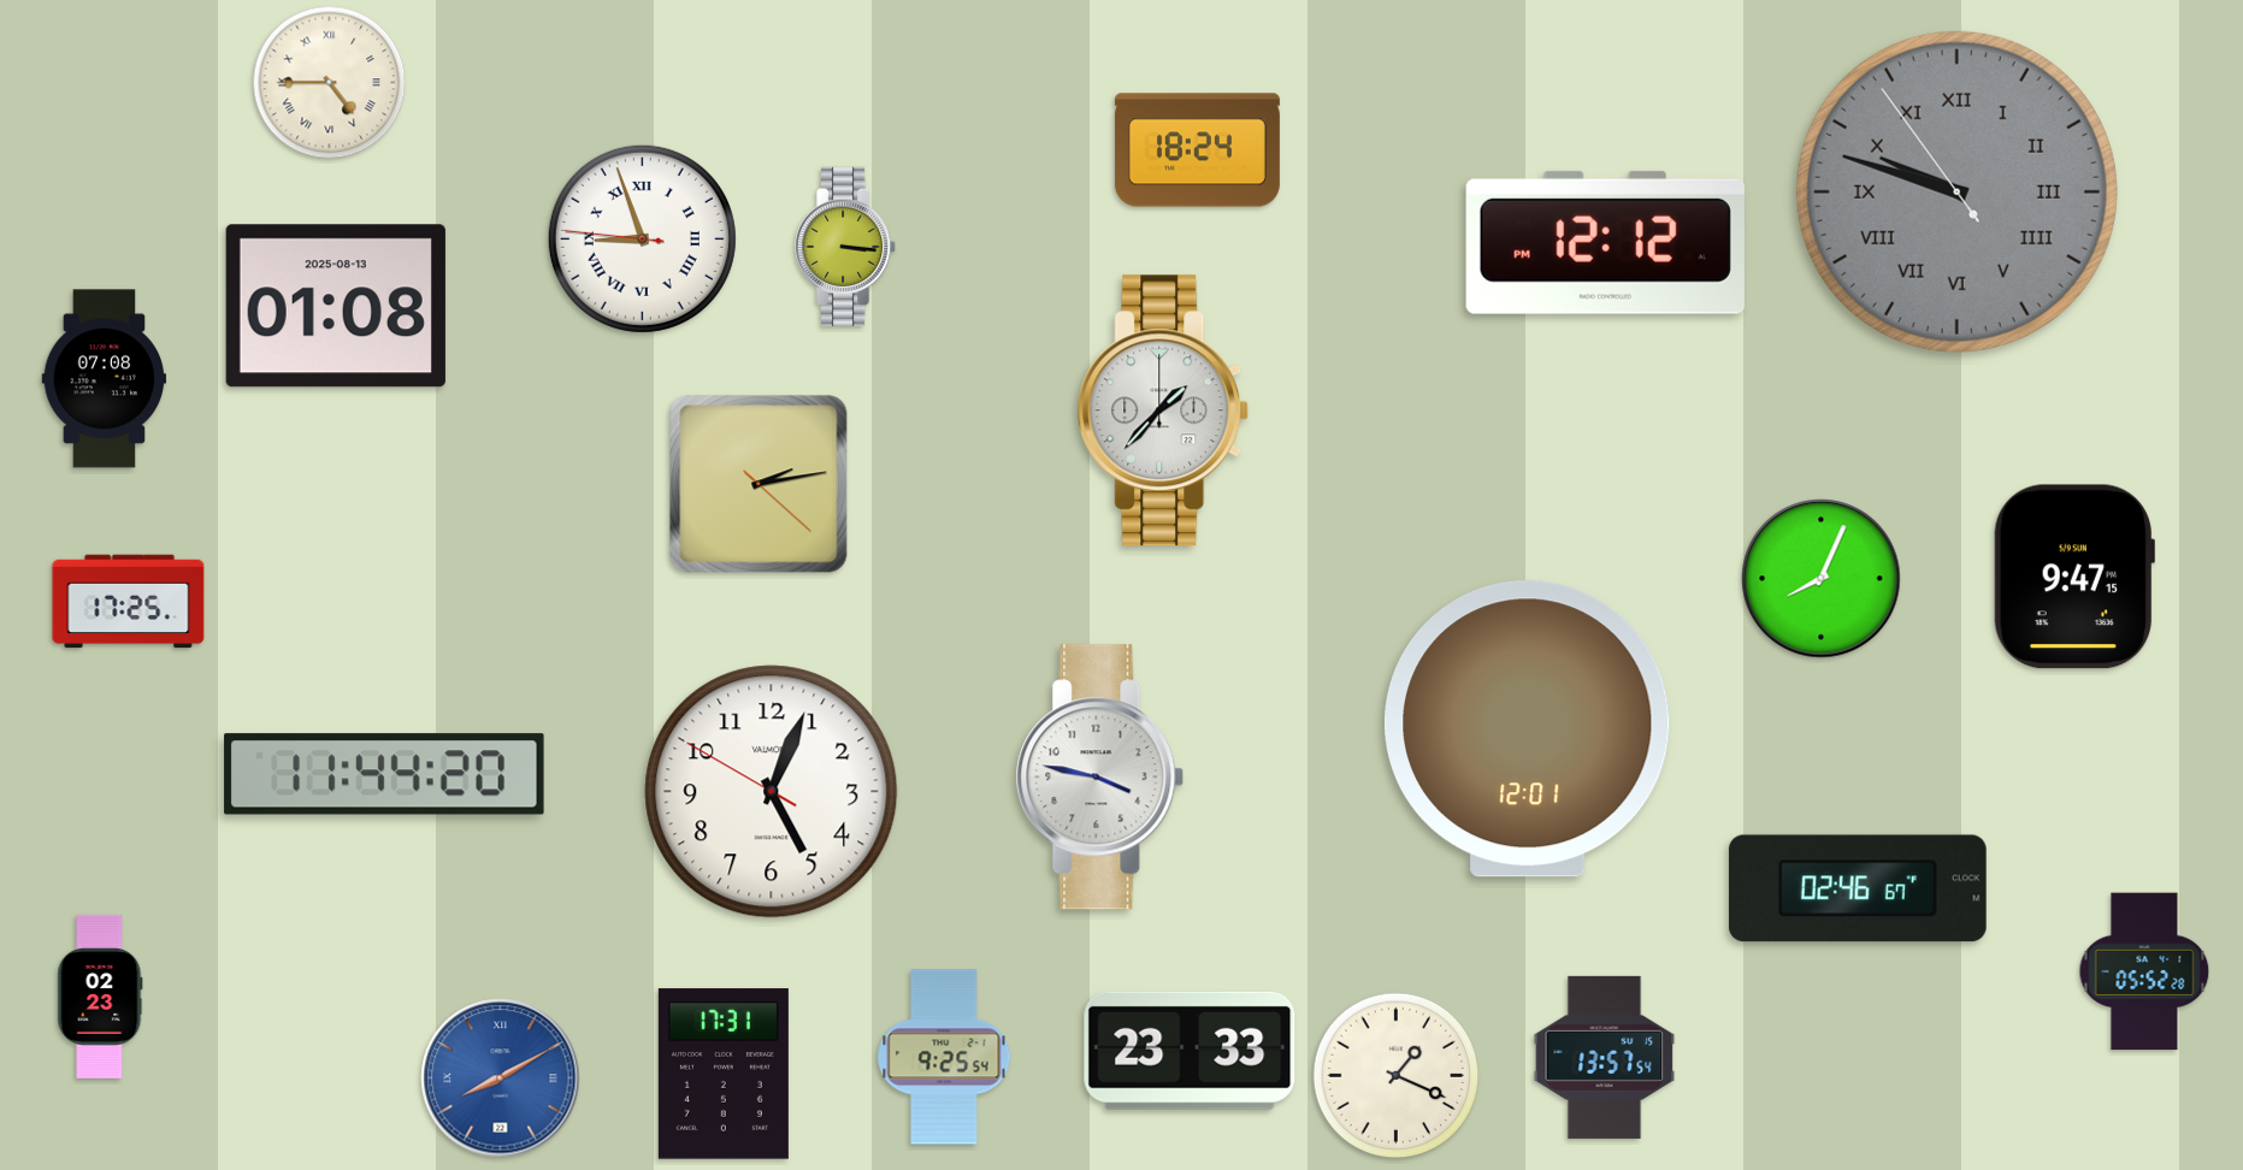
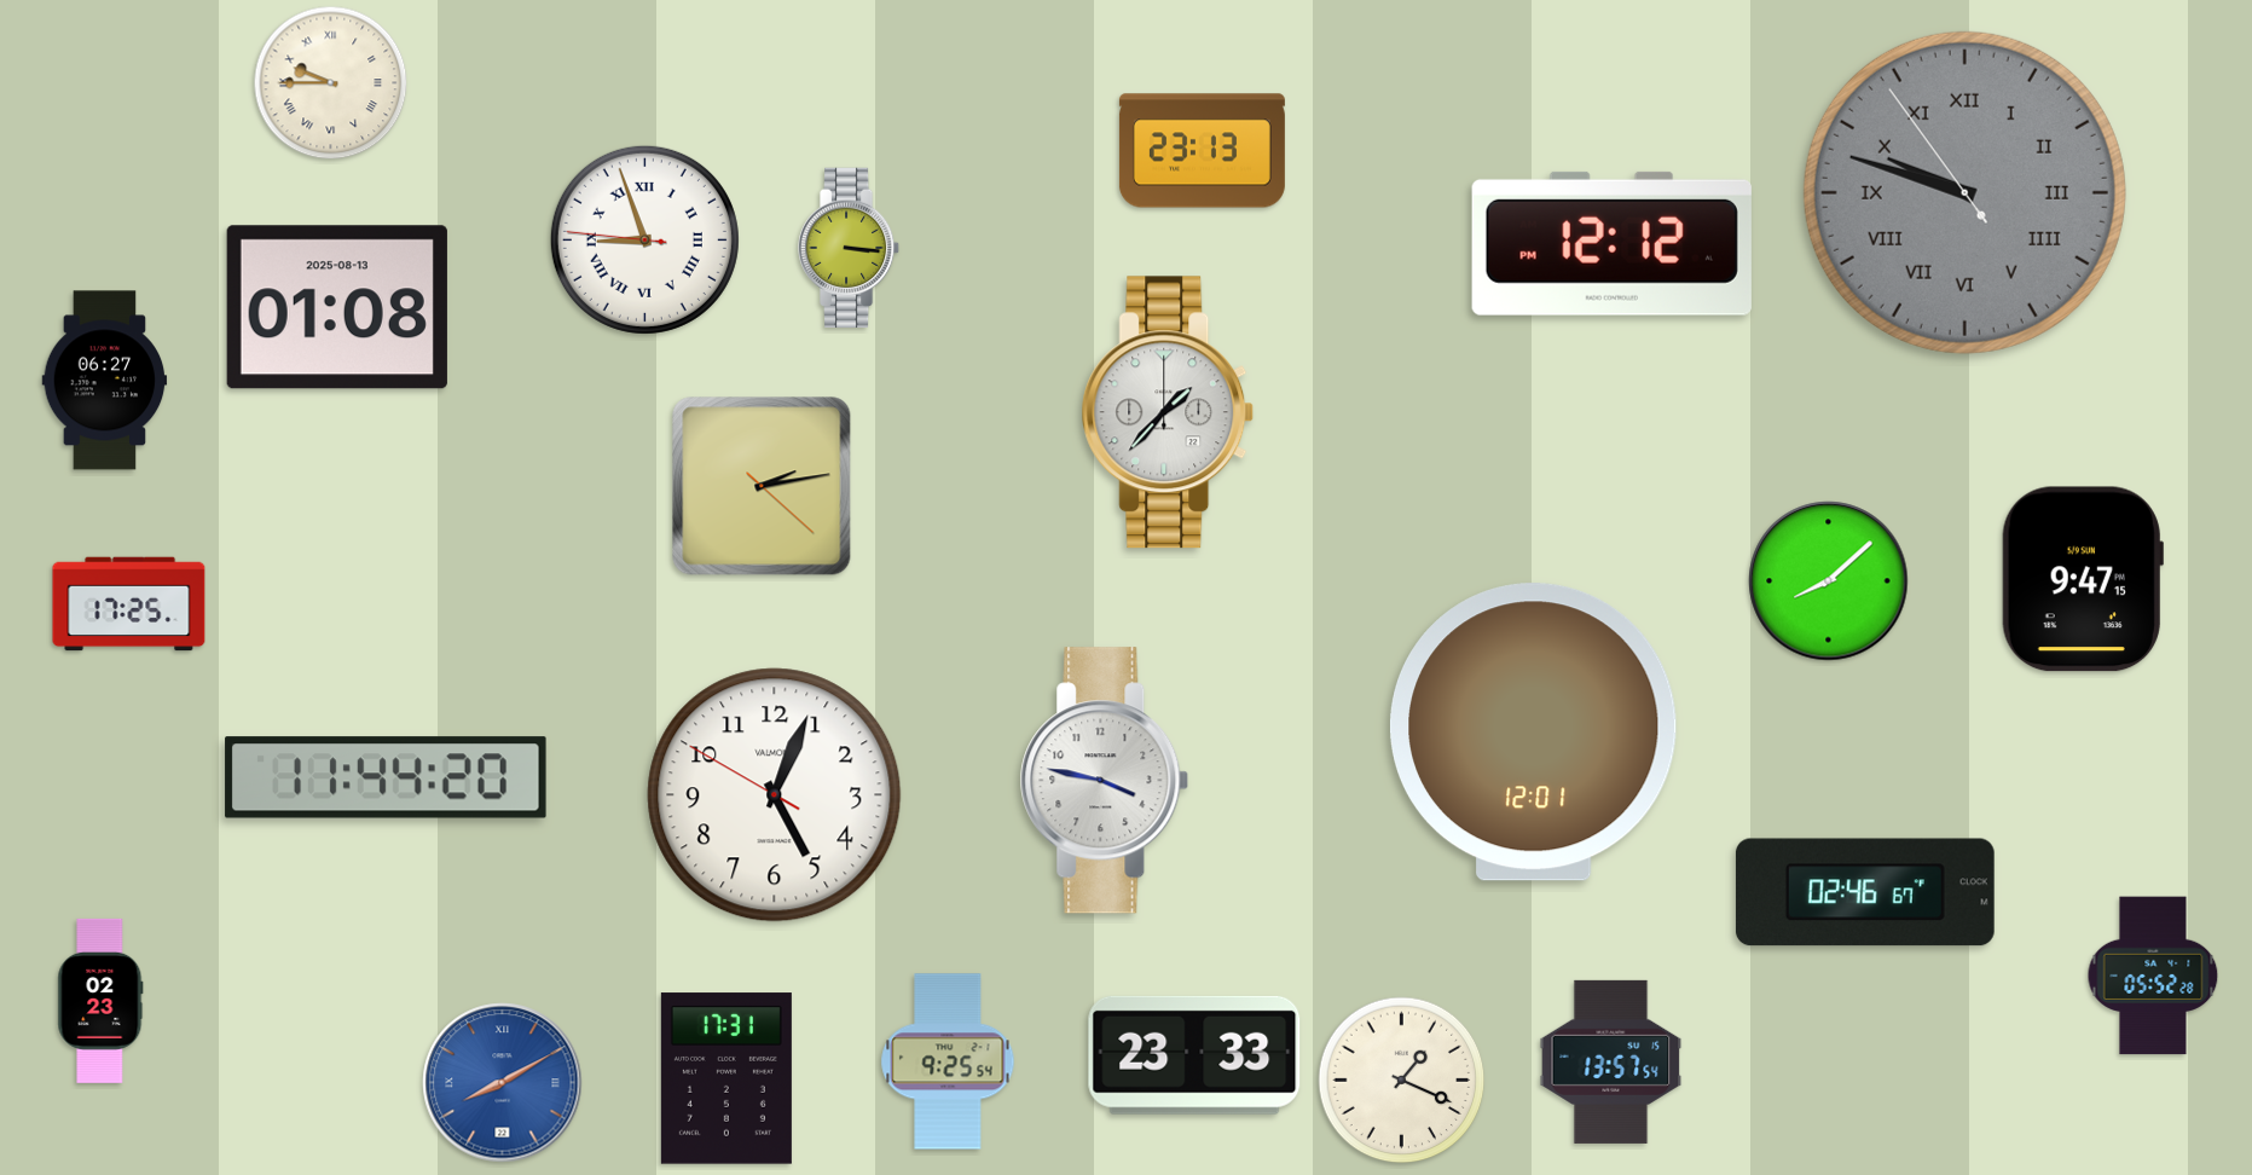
clock at (330, 83): 4:45 -> 9:45
clock at (1197, 150): 18:24 -> 23:13
clock at (105, 379): 07:08 -> 06:27
clock at (1822, 579): 8:04 -> 8:08
